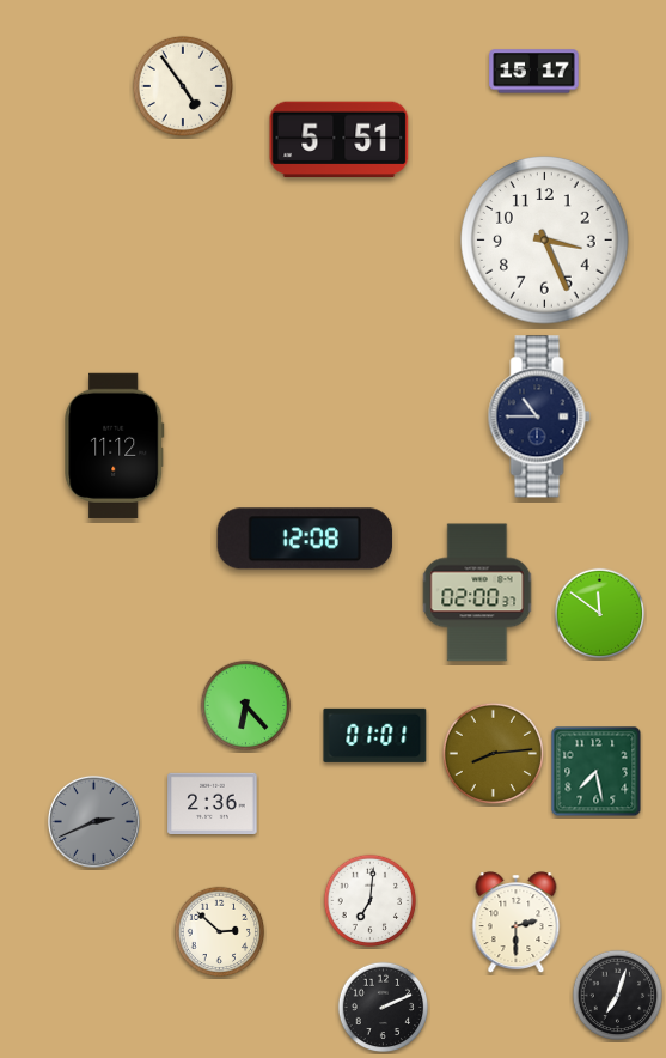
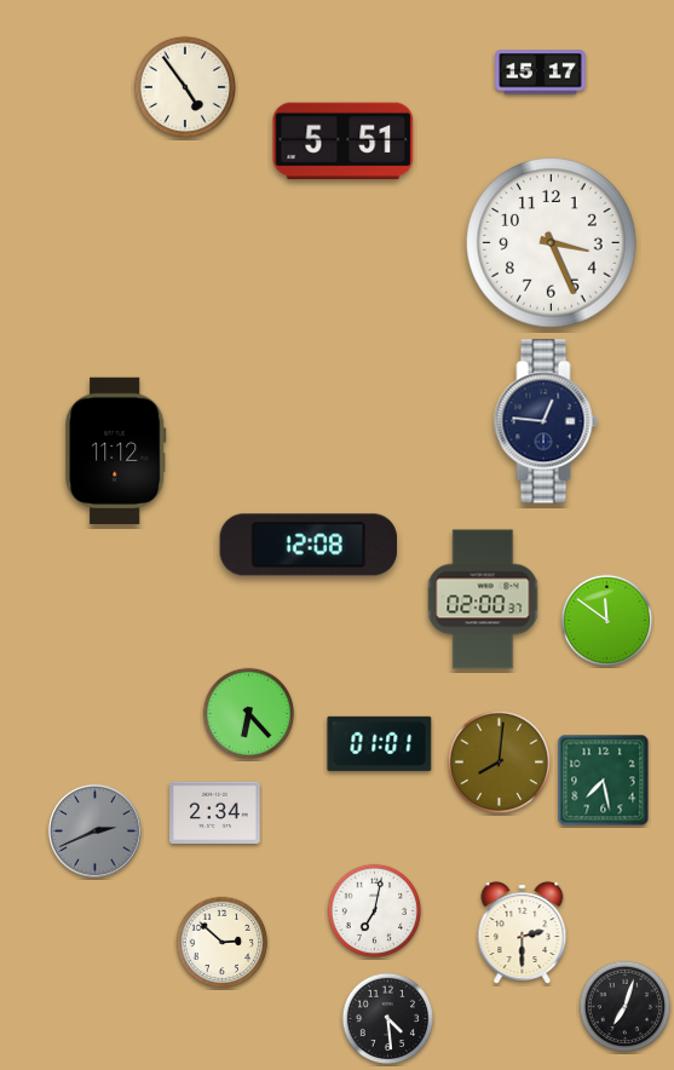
clock at (539, 416): 10:45 -> 12:46
clock at (493, 753): 8:14 -> 8:01
clock at (213, 803): 2:36 -> 2:34
clock at (371, 901): 7:01 -> 7:02
clock at (384, 1008): 2:11 -> 4:29
